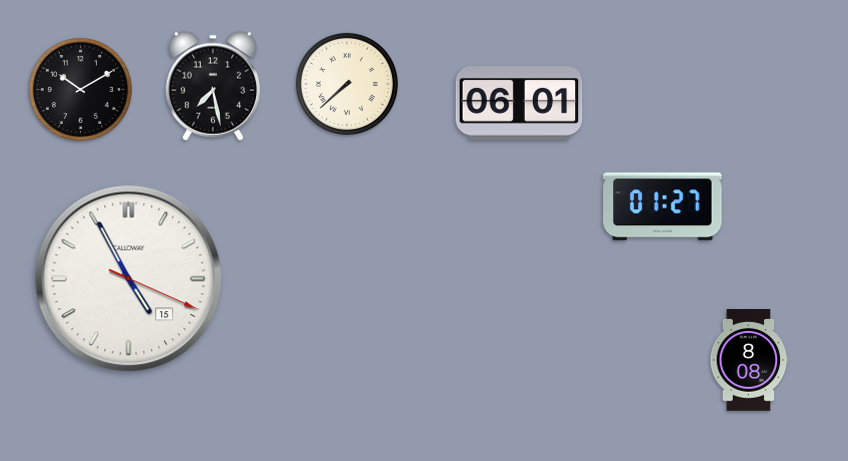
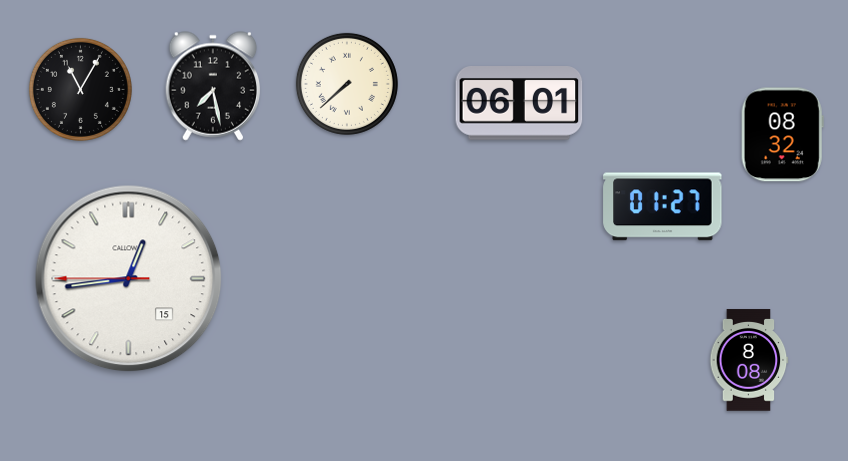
clock at (80, 89): 10:10 -> 11:05
clock at (782, 135): none -> 08:32
clock at (129, 279): 4:55 -> 12:43
